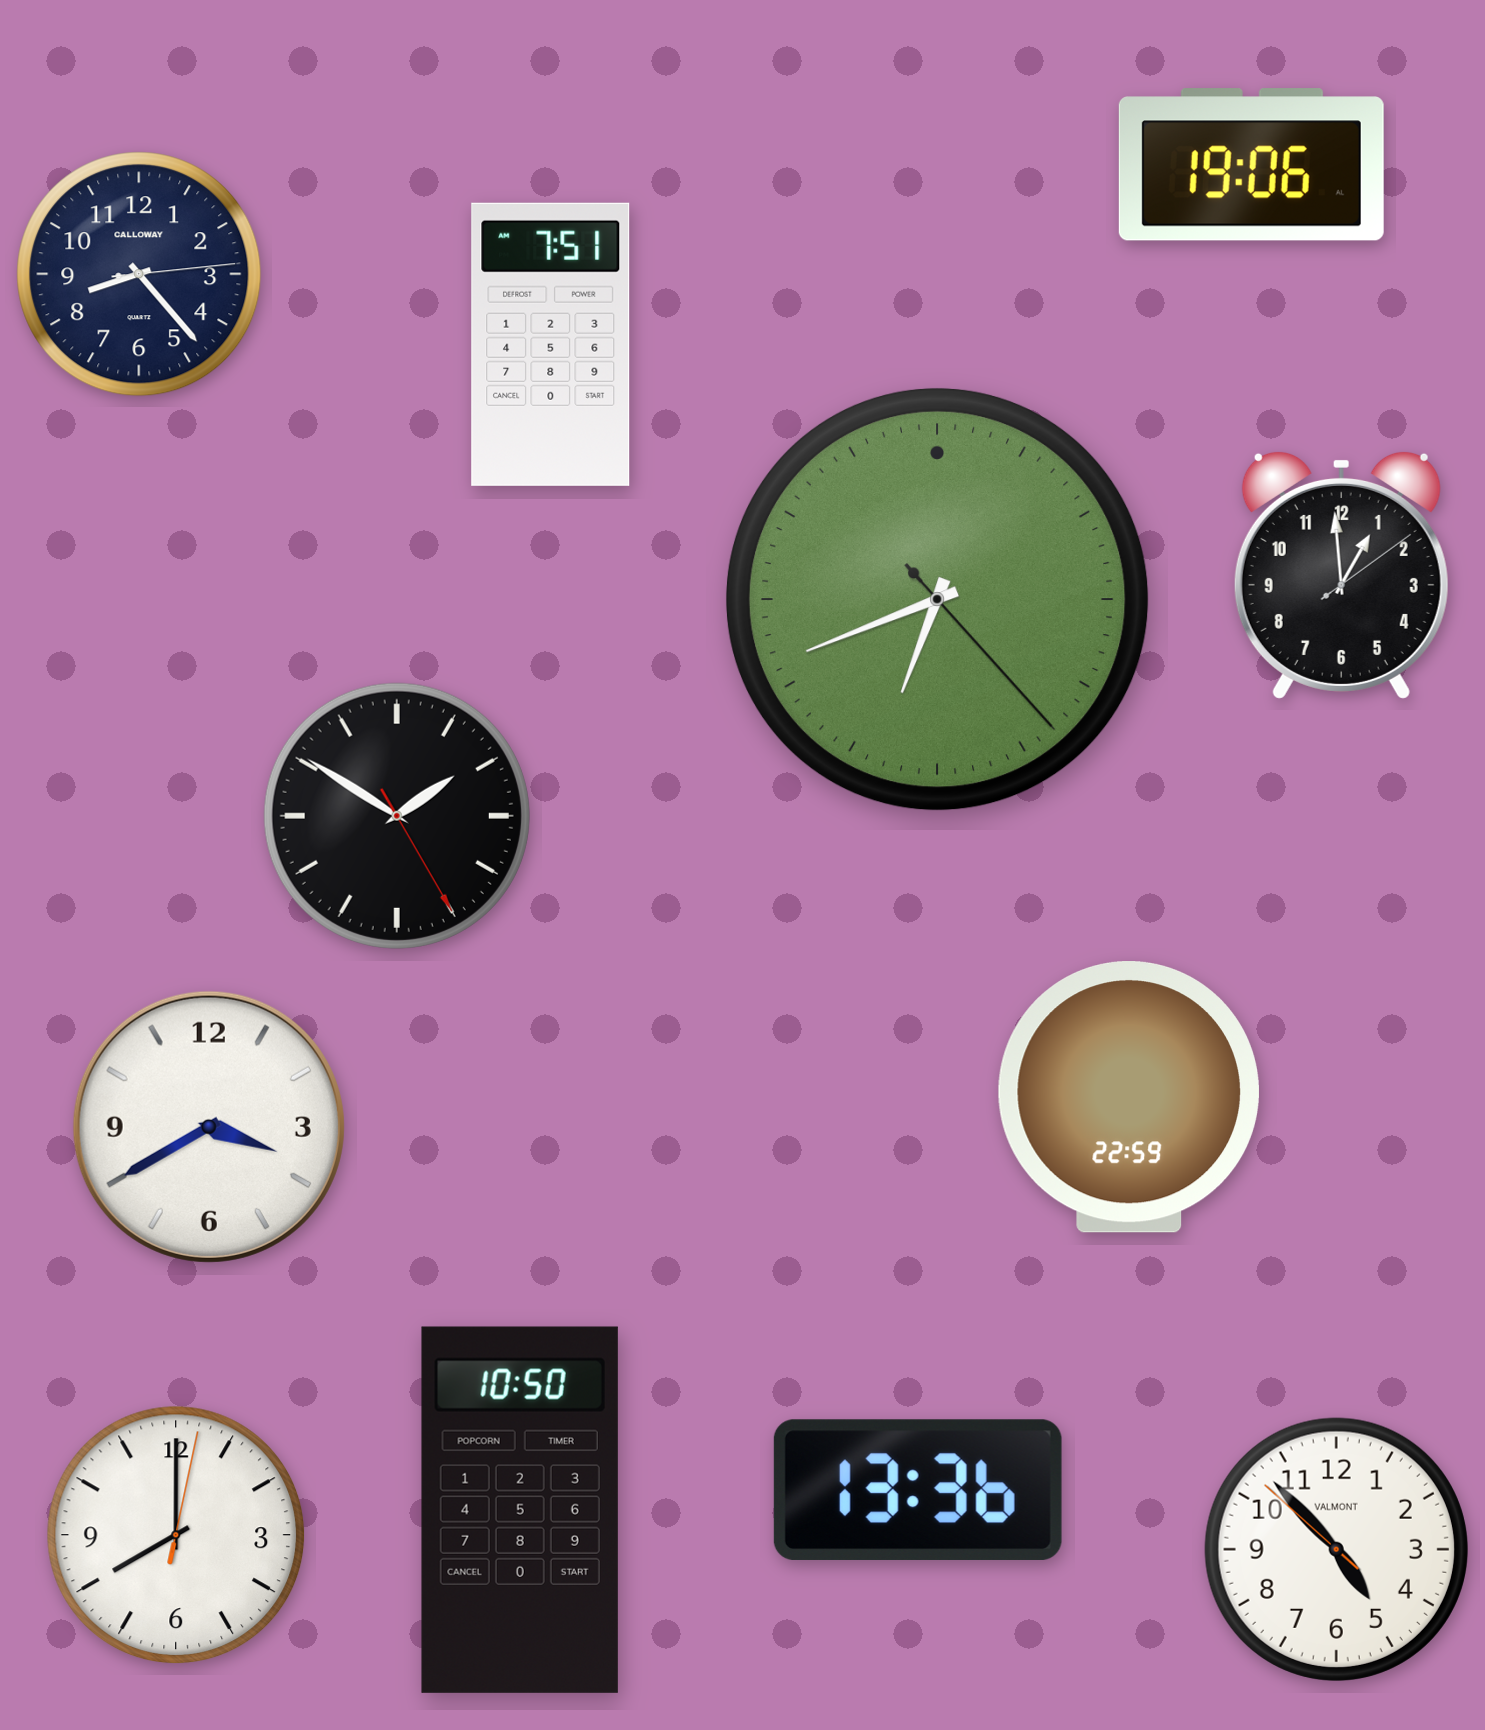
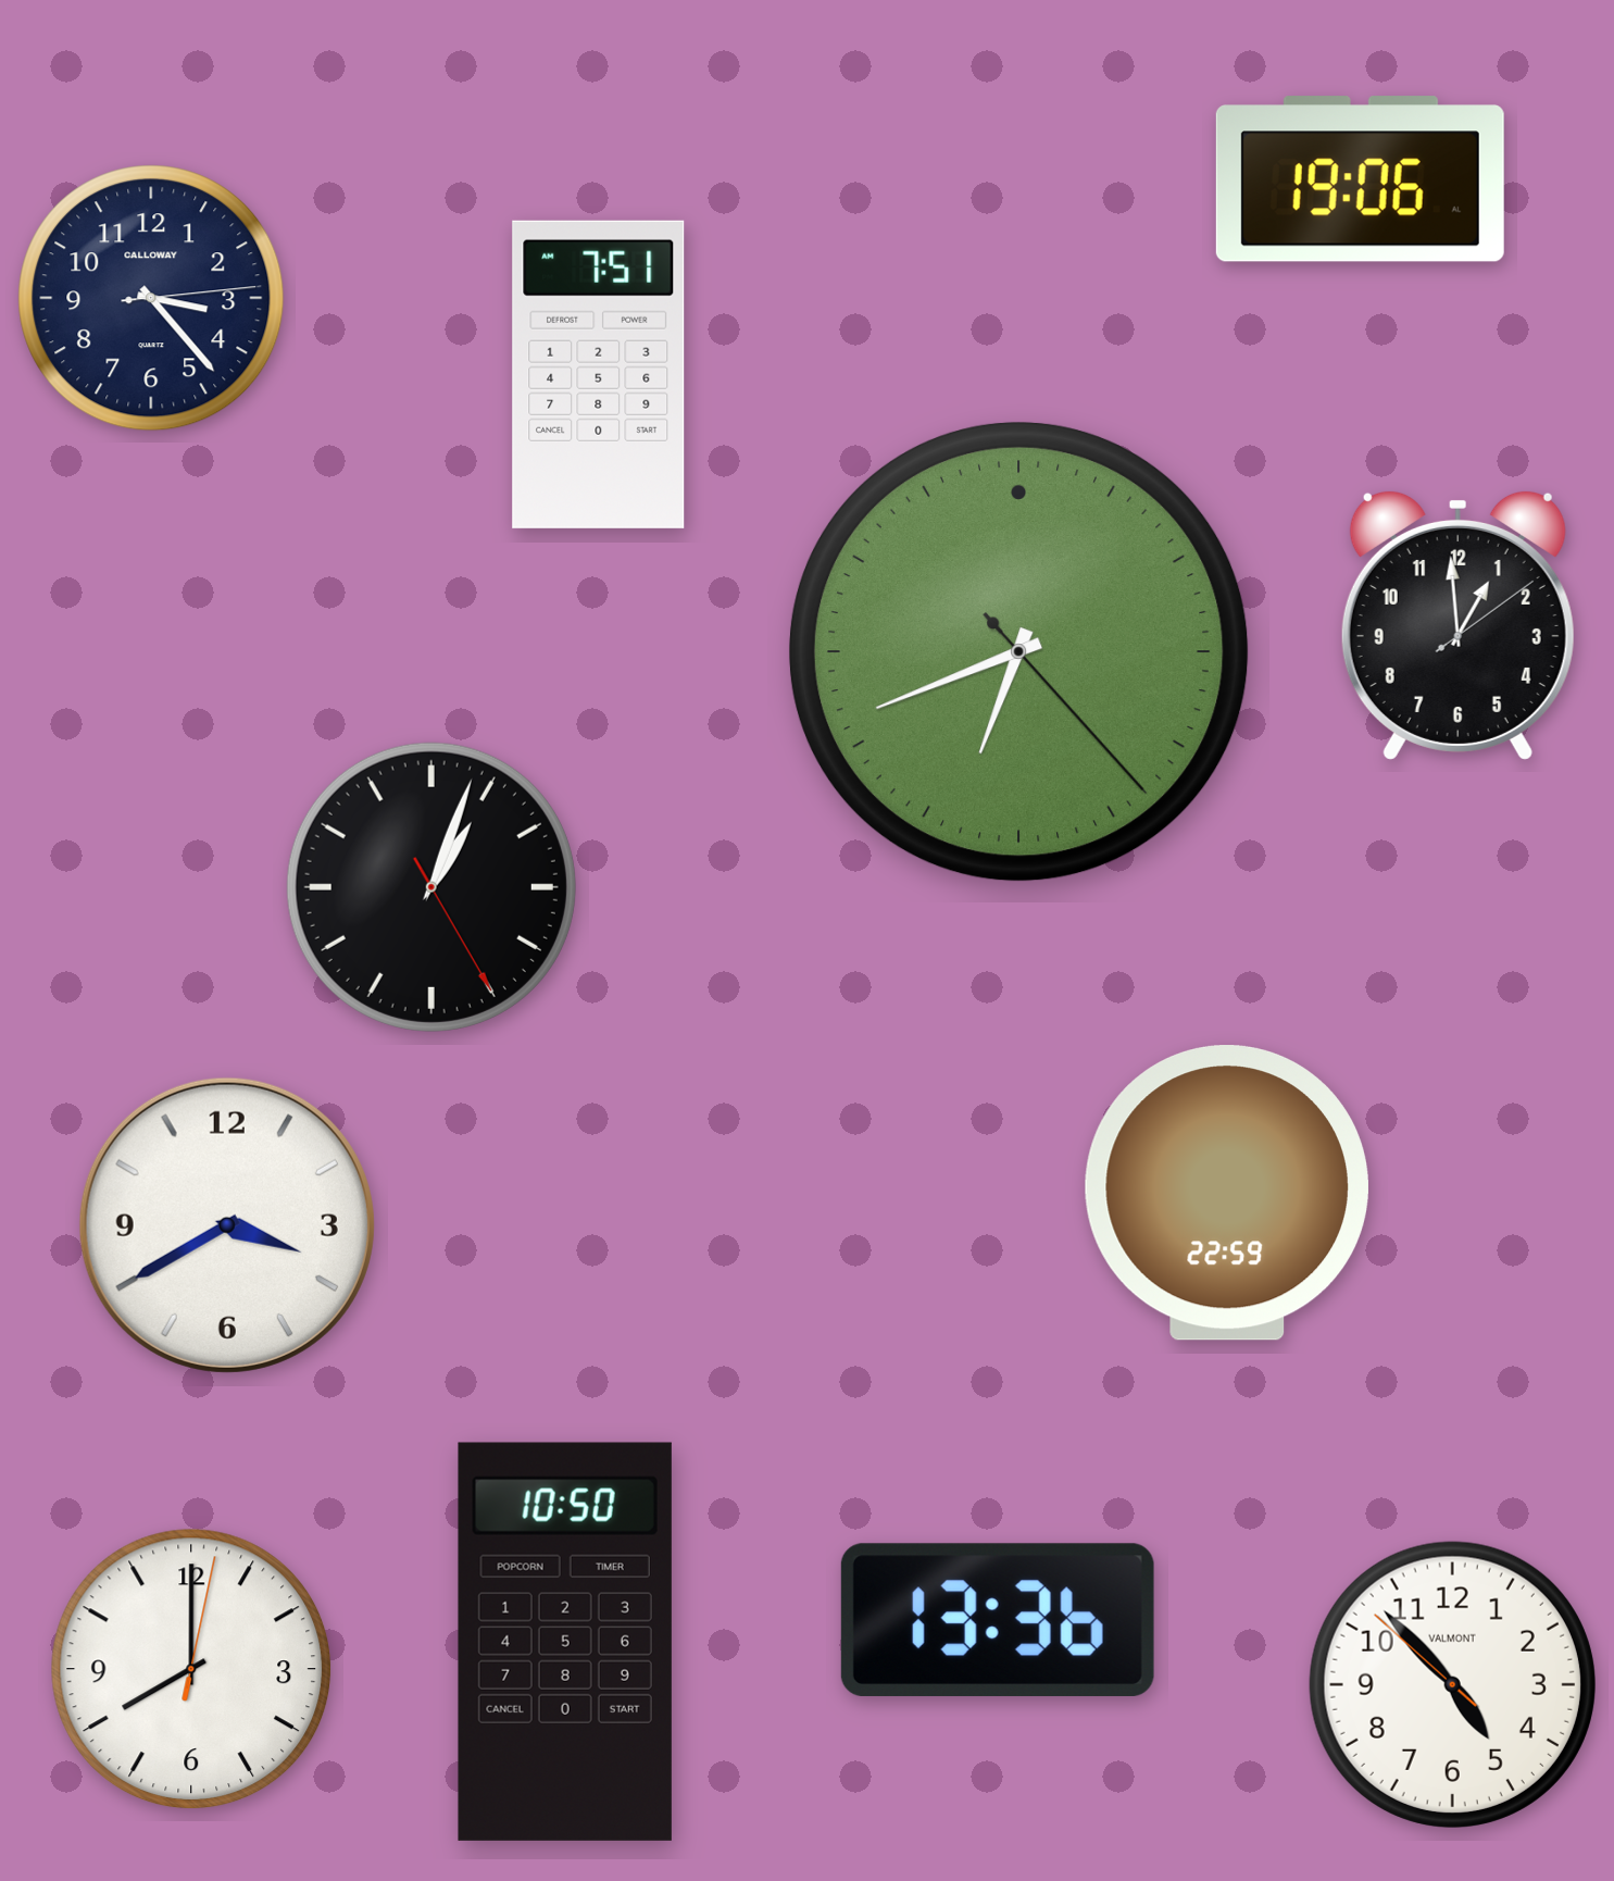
clock at (139, 274): 8:23 -> 3:23
clock at (397, 816): 1:50 -> 1:03
